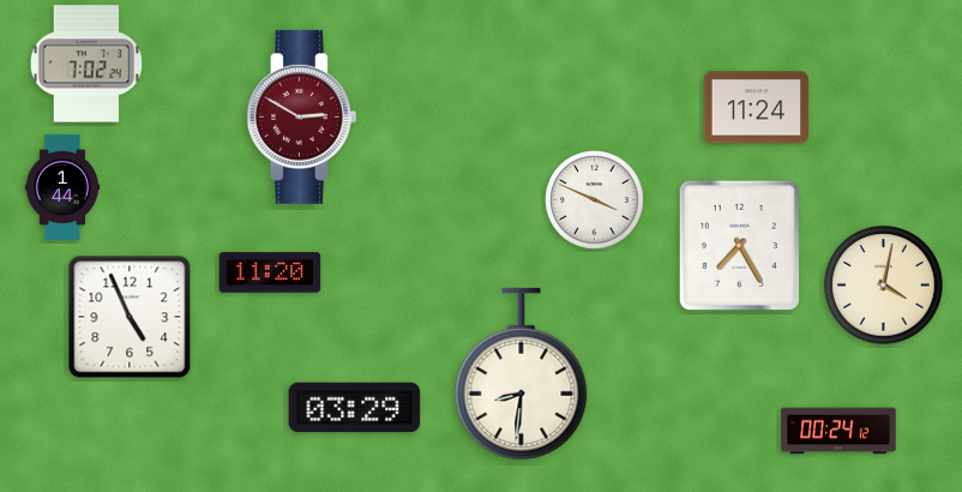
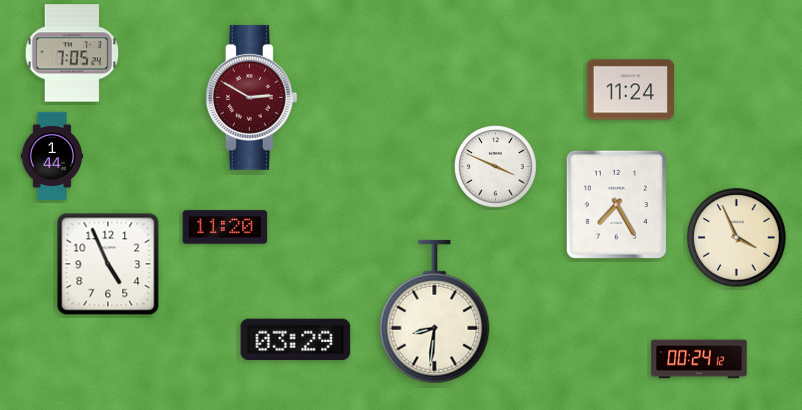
clock at (85, 64): 7:02 -> 7:05
clock at (884, 286): 4:02 -> 3:56
